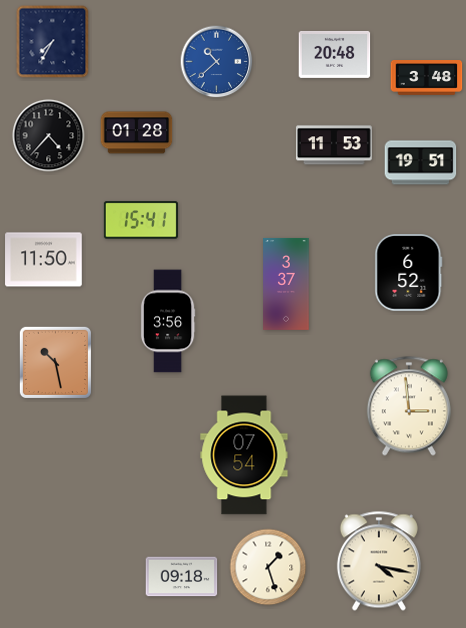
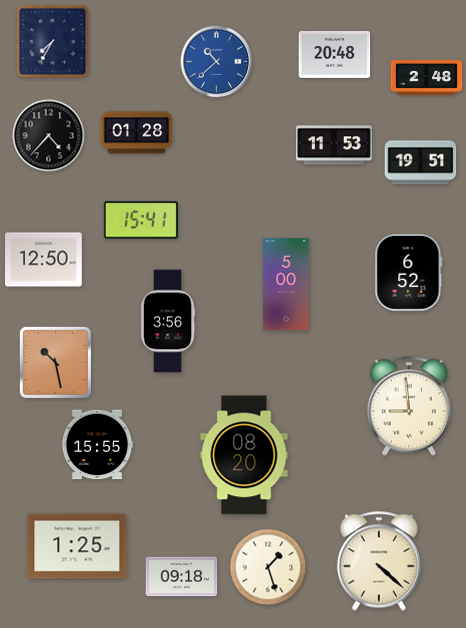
clock at (427, 78): 3:48 -> 2:48
clock at (44, 260): 11:50 -> 12:50
clock at (286, 284): 3:37 -> 5:00
clock at (409, 406): 2:59 -> 8:59
clock at (97, 445): none -> 15:55
clock at (244, 455): 07:54 -> 08:20
clock at (77, 546): none -> 1:25
clock at (379, 561): 4:17 -> 4:22
